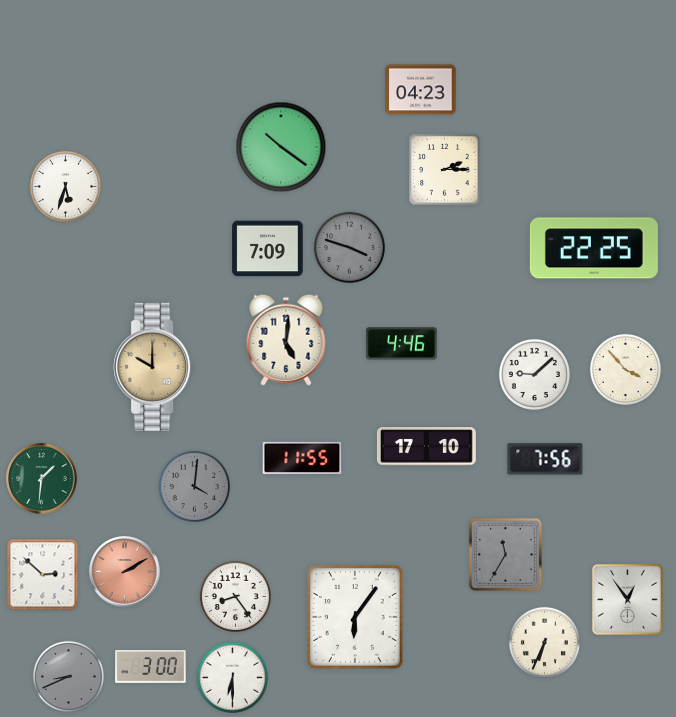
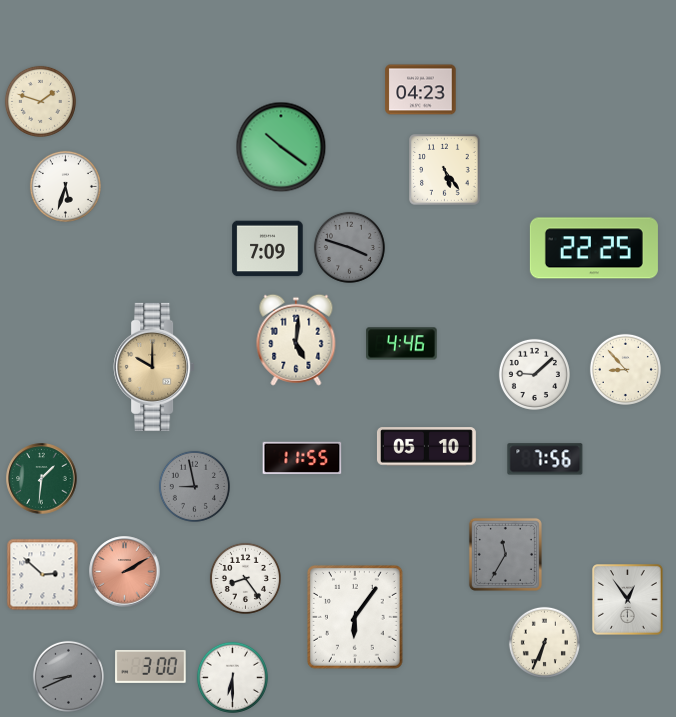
clock at (40, 101): none -> 1:48
clock at (445, 170): 2:15 -> 5:24
clock at (286, 340) position: (286, 340) -> (296, 340)
clock at (625, 369): 3:53 -> 8:53
clock at (426, 447): 17:10 -> 05:10
clock at (194, 486): 4:01 -> 8:58
clock at (235, 596) position: (235, 596) -> (245, 578)
